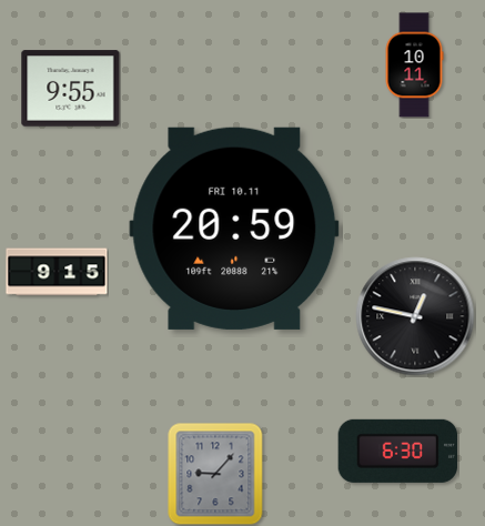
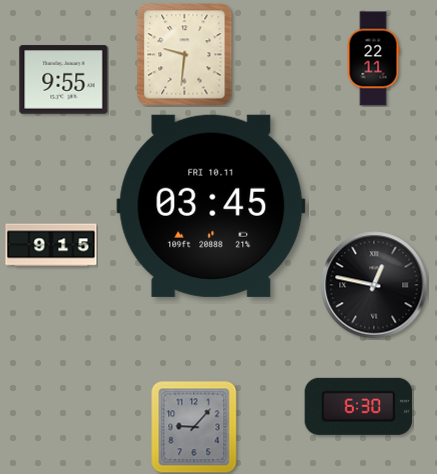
clock at (185, 55): none -> 9:31
clock at (414, 65): 10:11 -> 22:11
clock at (234, 229): 20:59 -> 03:45
